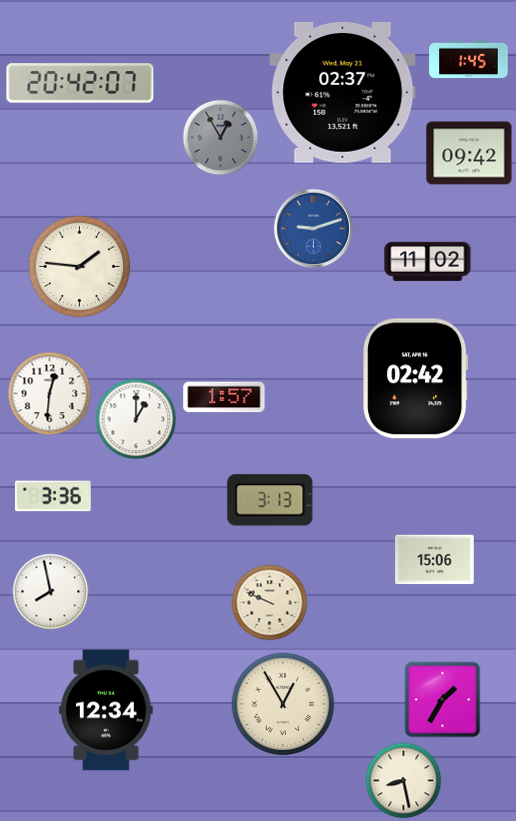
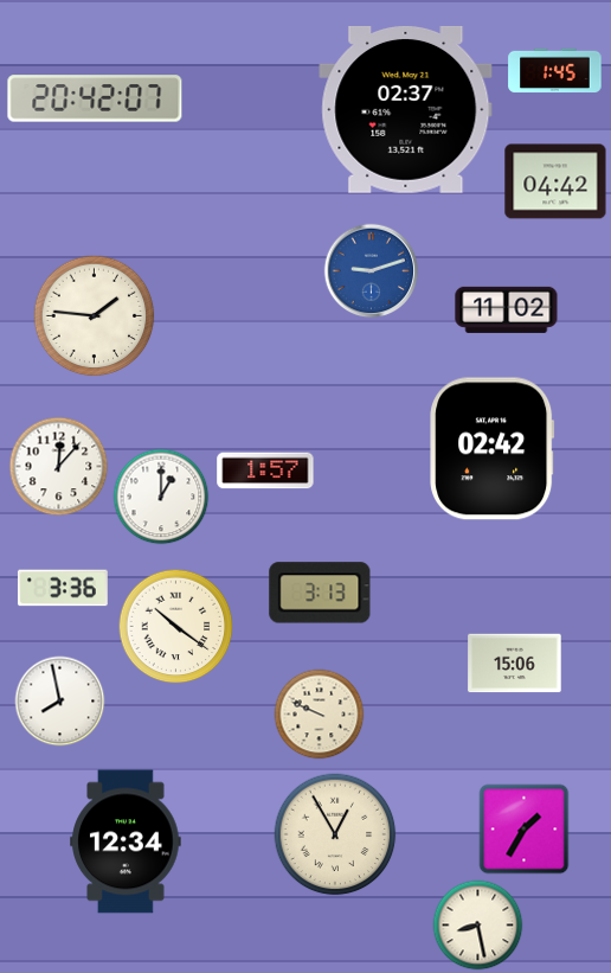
clock at (221, 138): 12:55 -> none
clock at (469, 153): 09:42 -> 04:42
clock at (50, 394): 12:31 -> 12:07
clock at (176, 627): none -> 10:21
